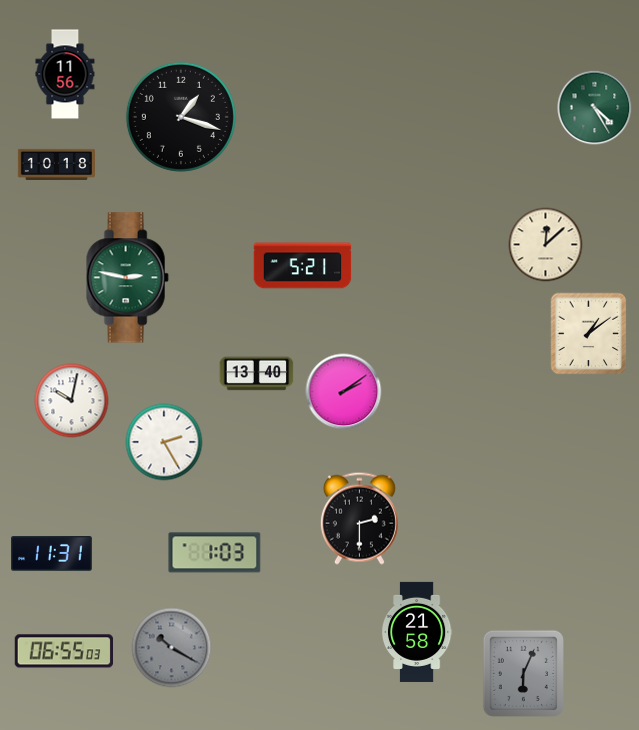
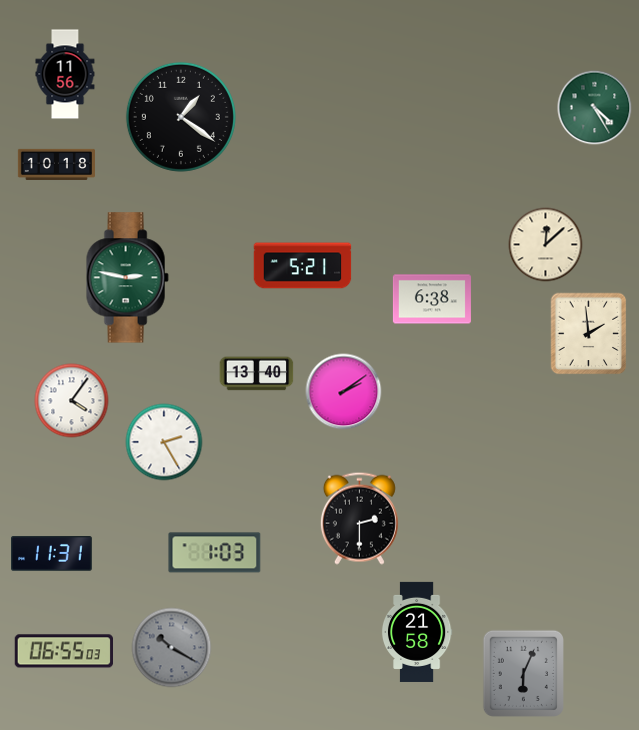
clock at (181, 117): 1:18 -> 1:21
clock at (432, 299): none -> 6:38
clock at (589, 334): 1:09 -> 1:59
clock at (72, 401): 10:02 -> 4:06
